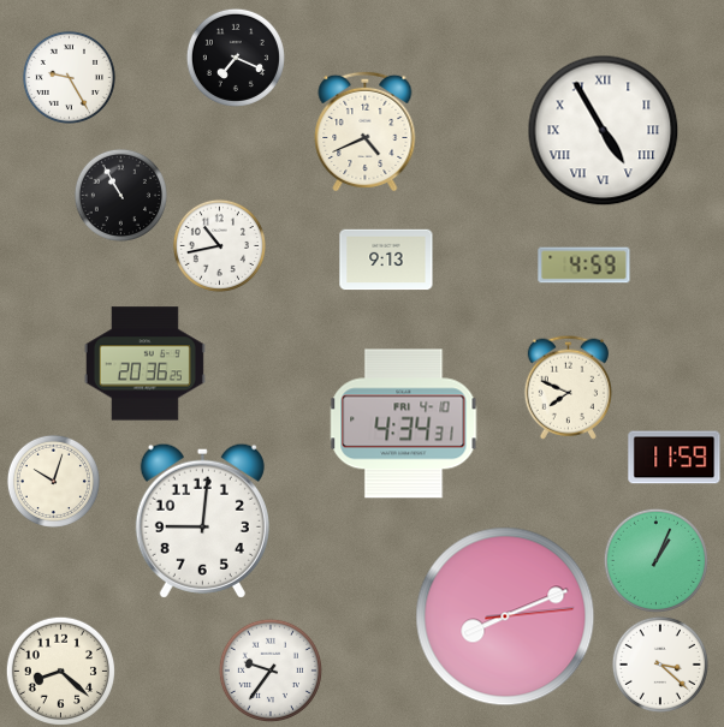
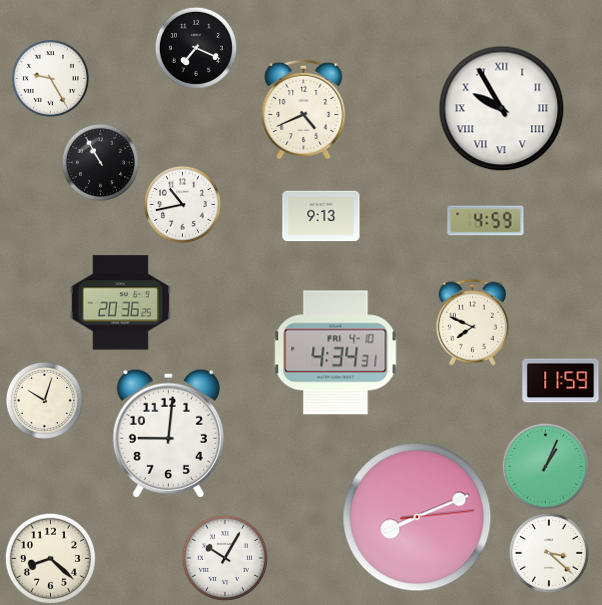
clock at (69, 77) position: (69, 77) -> (50, 78)
clock at (604, 131): 4:55 -> 9:55
clock at (505, 616) position: (505, 616) -> (417, 517)
clock at (271, 671): 9:36 -> 10:05
